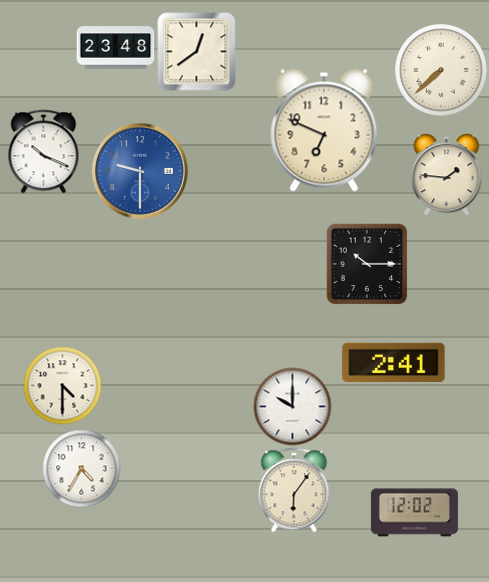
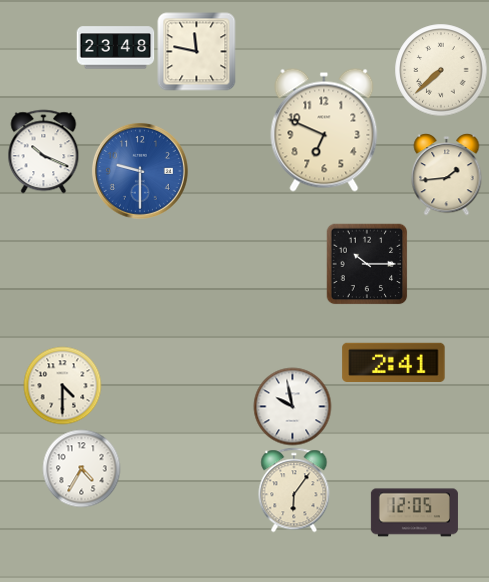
clock at (196, 51): 12:39 -> 11:47
clock at (447, 174): 1:46 -> 1:44
clock at (292, 406): 10:00 -> 9:58
clock at (414, 513): 12:02 -> 12:05
